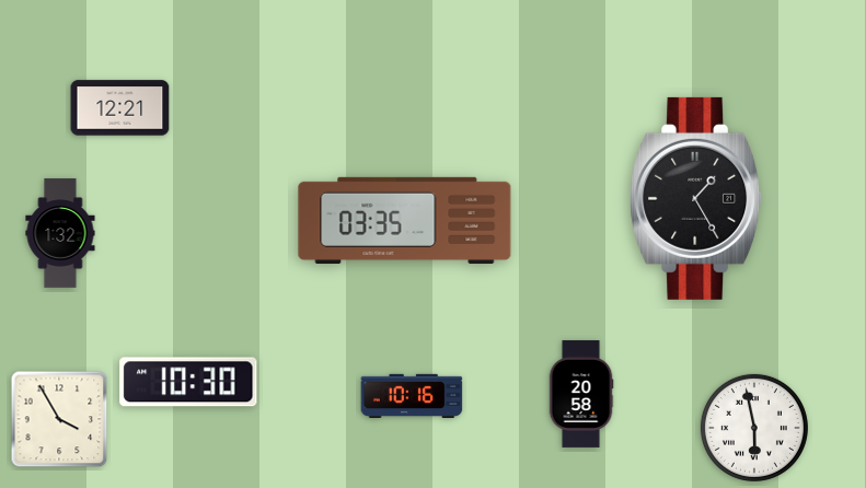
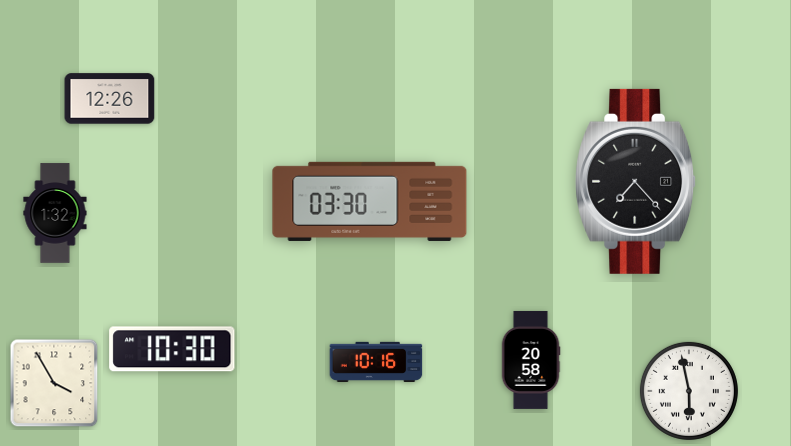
clock at (120, 108): 12:21 -> 12:26
clock at (696, 198): 1:25 -> 7:23
clock at (405, 220): 03:35 -> 03:30
